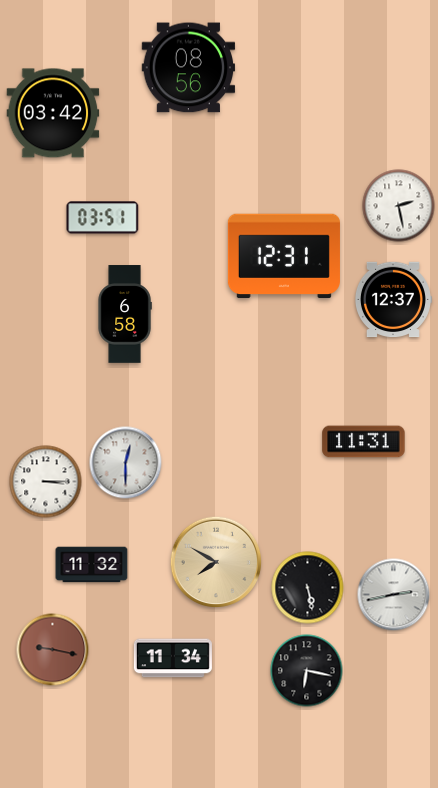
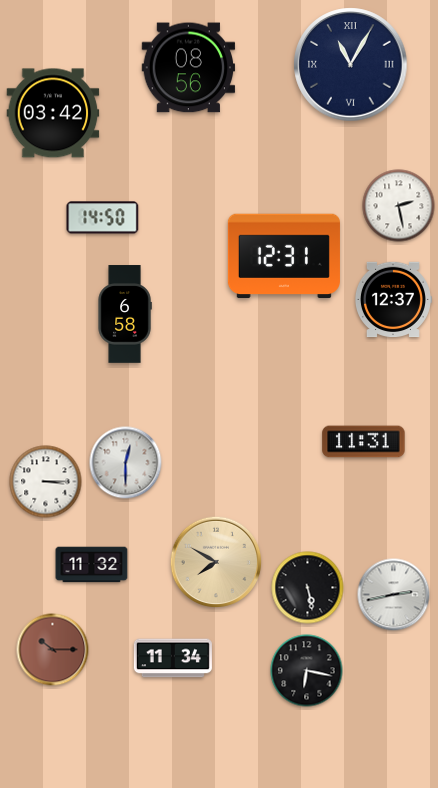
clock at (351, 65): none -> 11:05
clock at (103, 218): 03:51 -> 14:50
clock at (53, 650): 9:17 -> 10:15
